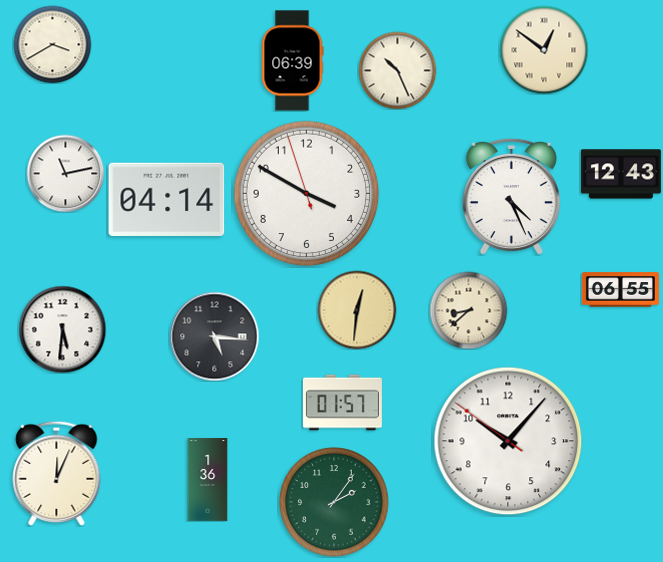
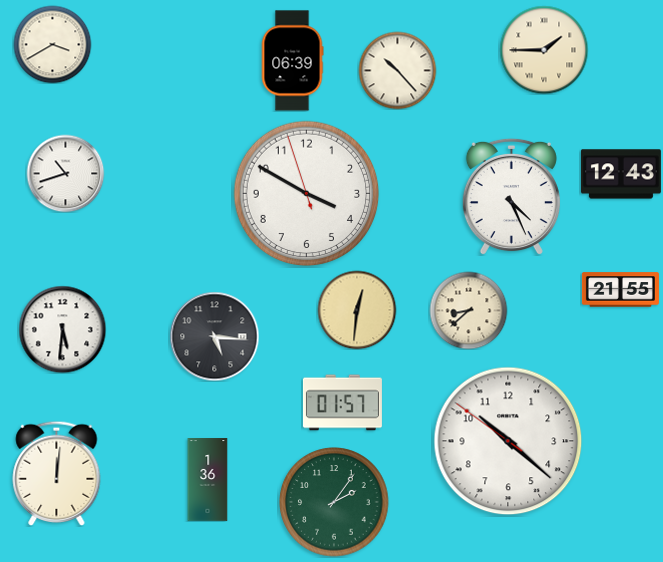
clock at (544, 50): 12:51 -> 1:45
clock at (397, 70): 10:26 -> 10:23
clock at (65, 173): 11:13 -> 10:42
clock at (167, 199): 04:14 -> none
clock at (620, 290): 06:55 -> 21:55
clock at (508, 441): 10:06 -> 10:21
clock at (57, 473): 12:04 -> 12:01
